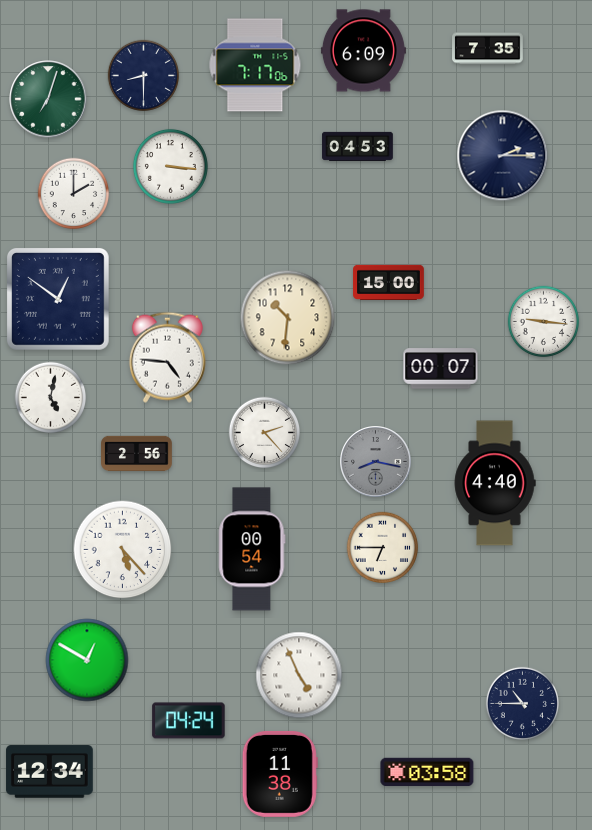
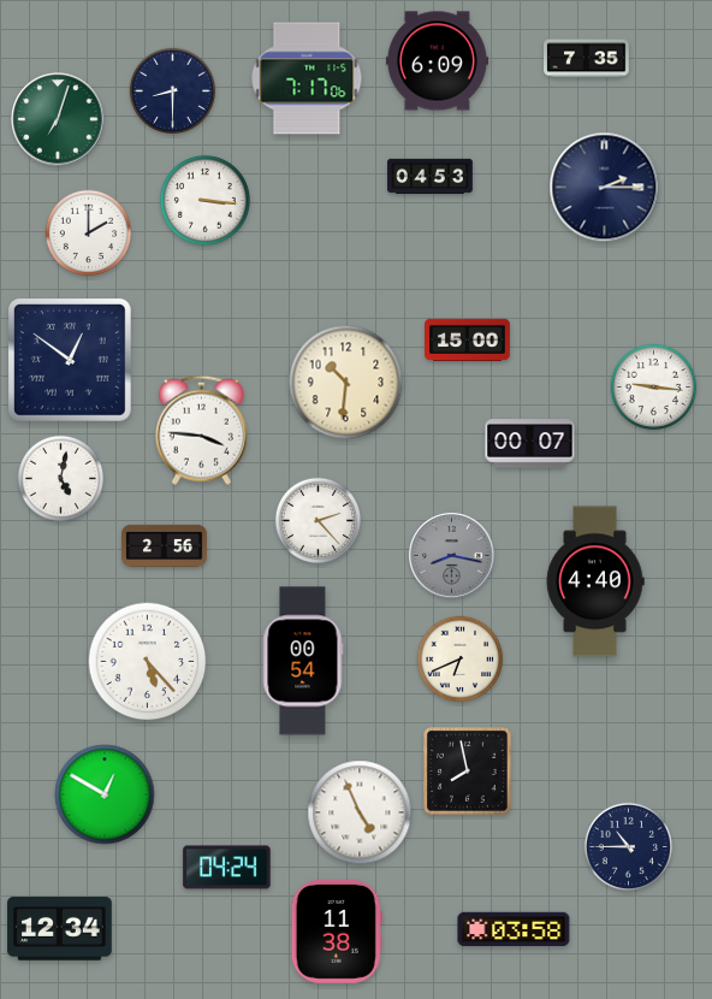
clock at (167, 357): 4:46 -> 3:46
clock at (383, 548): 6:45 -> 6:41
clock at (468, 772): none -> 7:58
